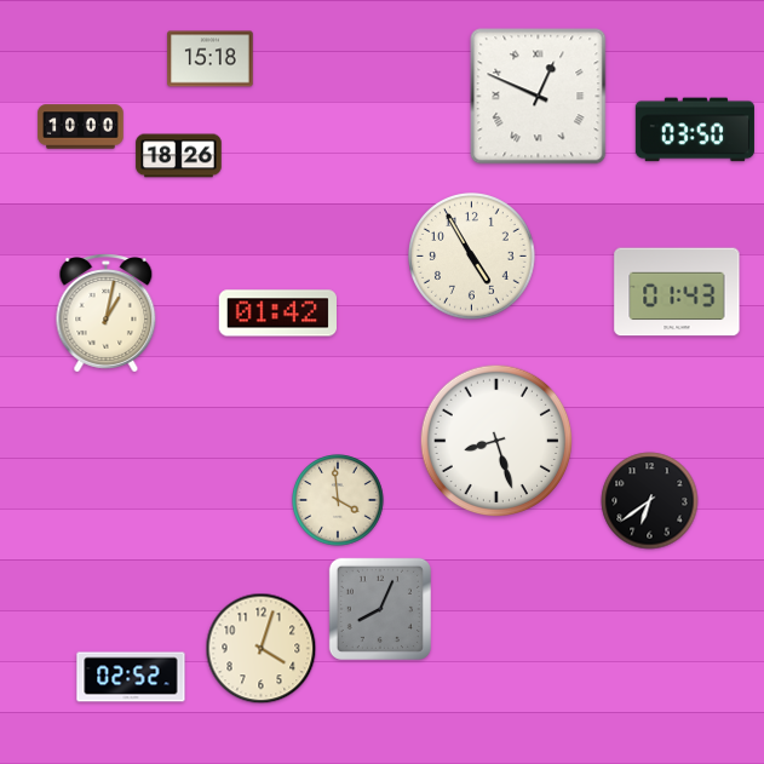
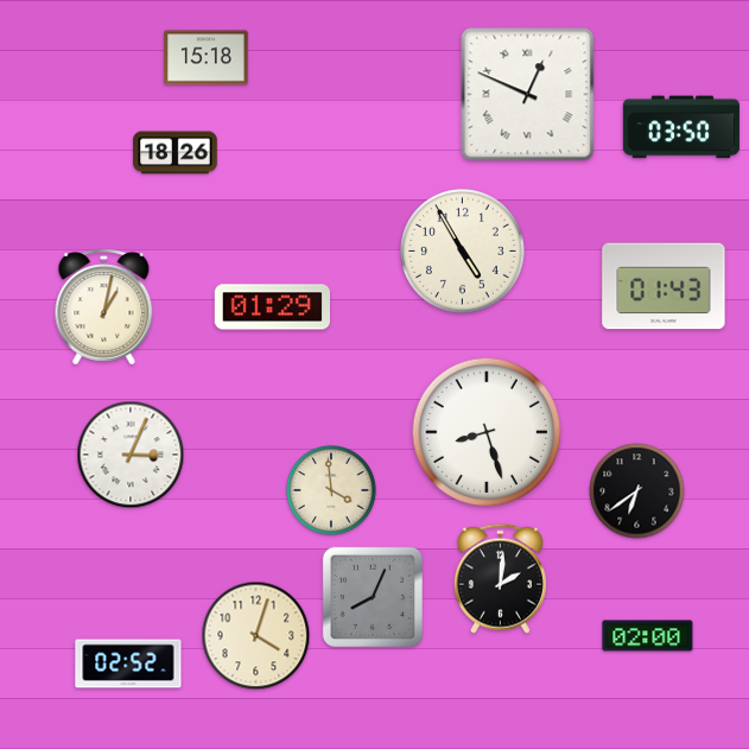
clock at (81, 127): 10:00 -> none
clock at (277, 314): 01:42 -> 01:29
clock at (131, 455): none -> 3:04
clock at (500, 578): none -> 2:01
clock at (648, 636): none -> 02:00
